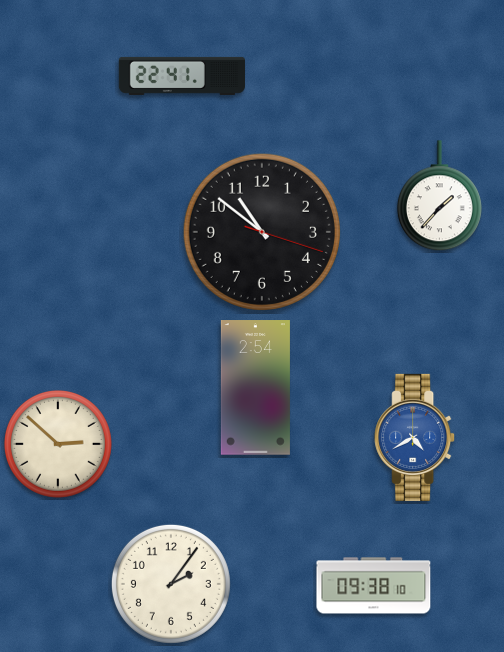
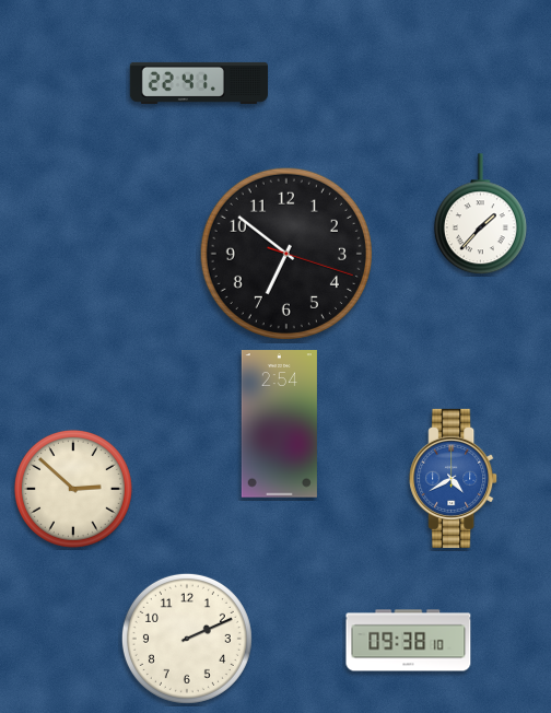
clock at (262, 232): 10:51 -> 6:51
clock at (58, 444) position: (58, 444) -> (73, 489)
clock at (171, 584): 2:06 -> 2:11
